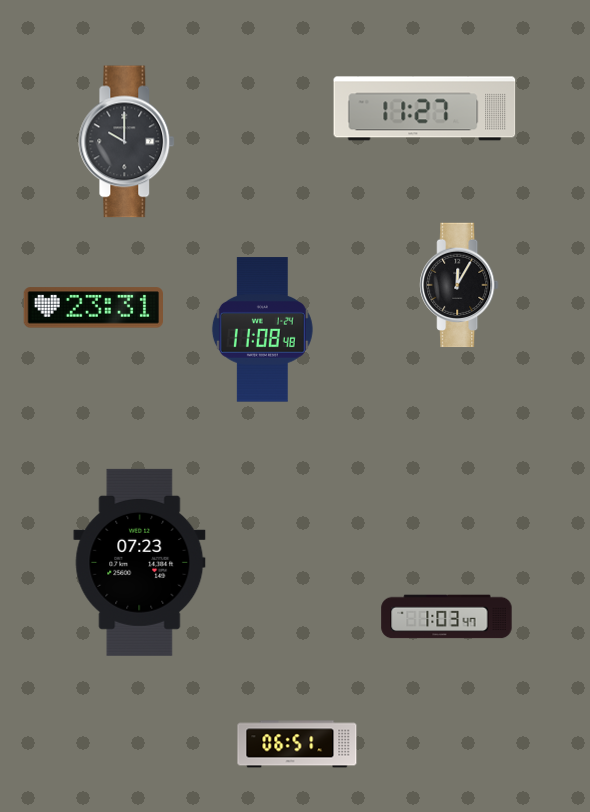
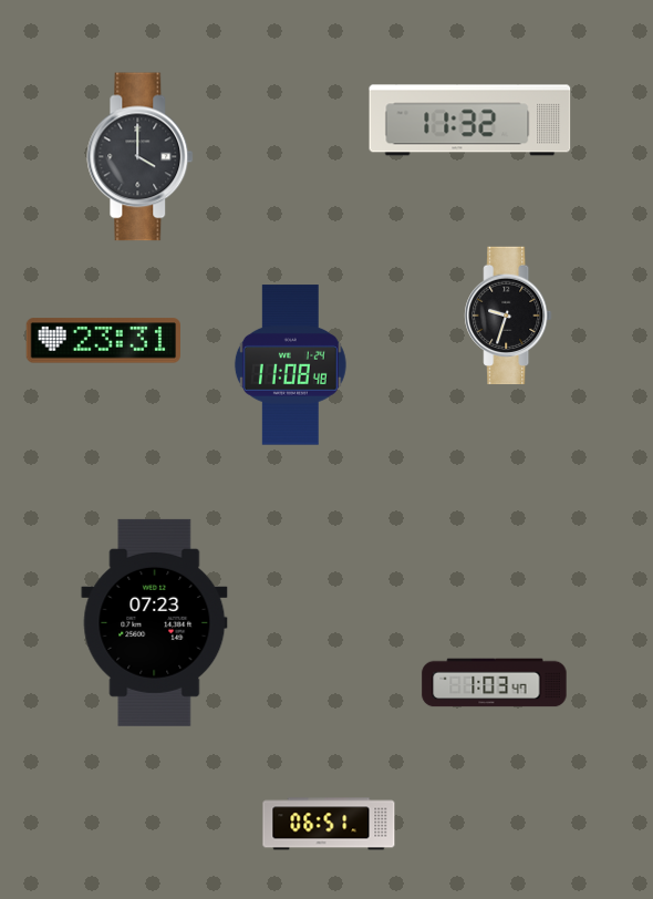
clock at (425, 109): 11:27 -> 11:32
clock at (127, 142): 10:00 -> 4:00
clock at (459, 285): 12:05 -> 9:33
